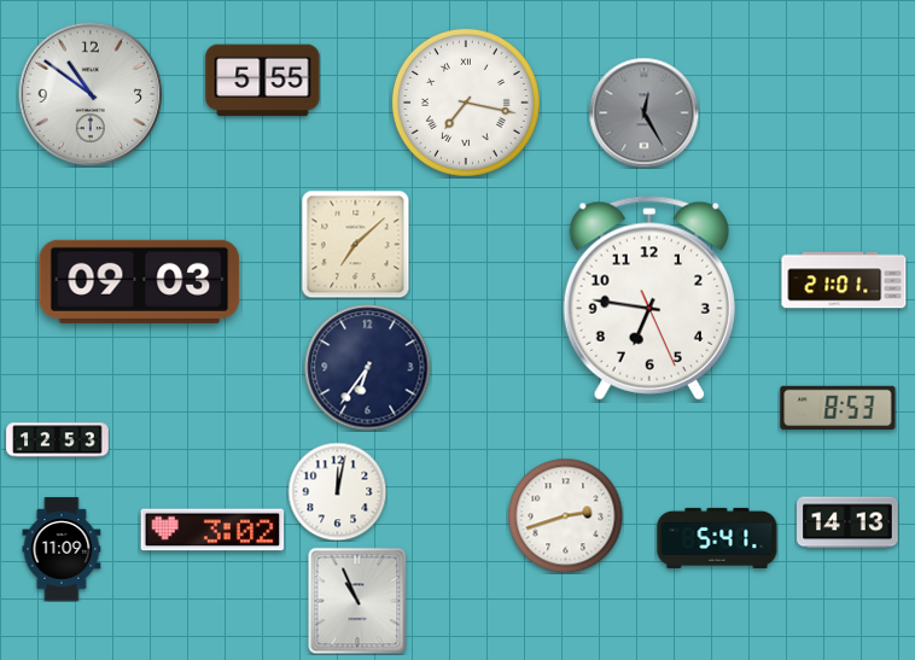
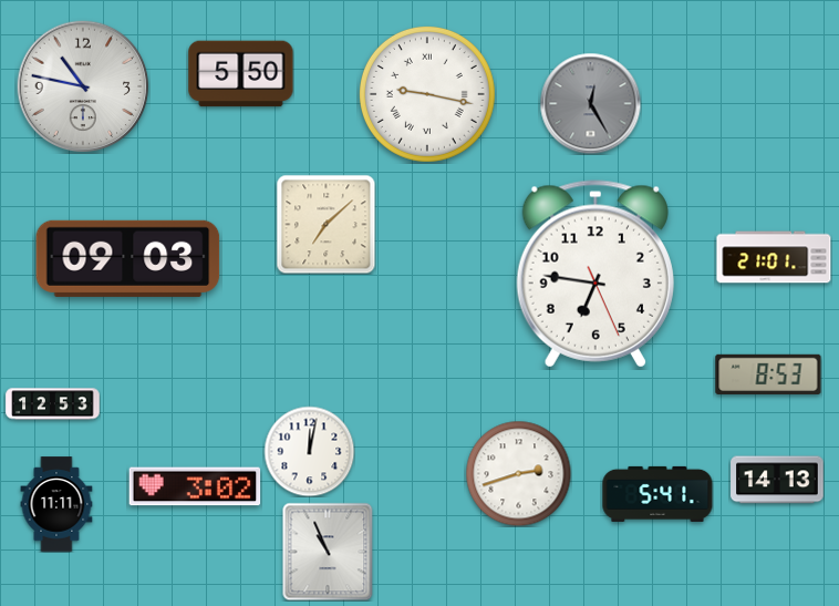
clock at (263, 81): 5:55 -> 5:50
clock at (91, 94): 10:51 -> 10:47
clock at (466, 103): 7:17 -> 9:17
clock at (368, 368): 6:36 -> none
clock at (62, 549): 11:09 -> 11:11
